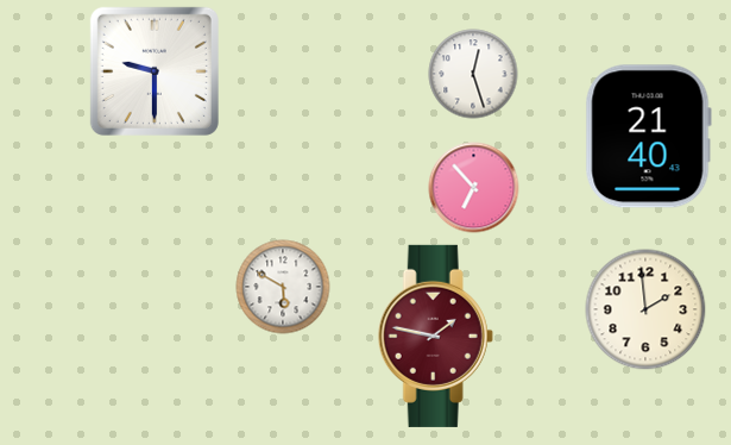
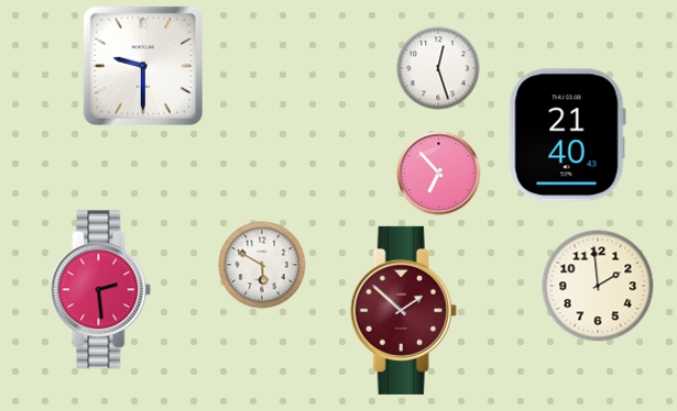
clock at (648, 137) position: (648, 137) -> (567, 135)
clock at (101, 290): none -> 2:29
clock at (435, 336): 1:47 -> 1:52
